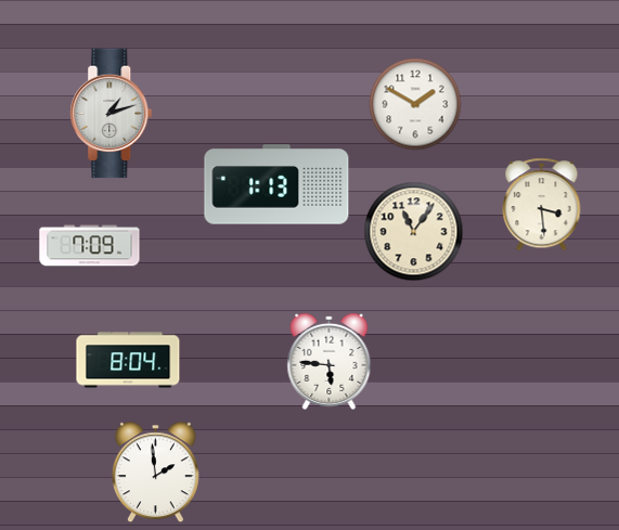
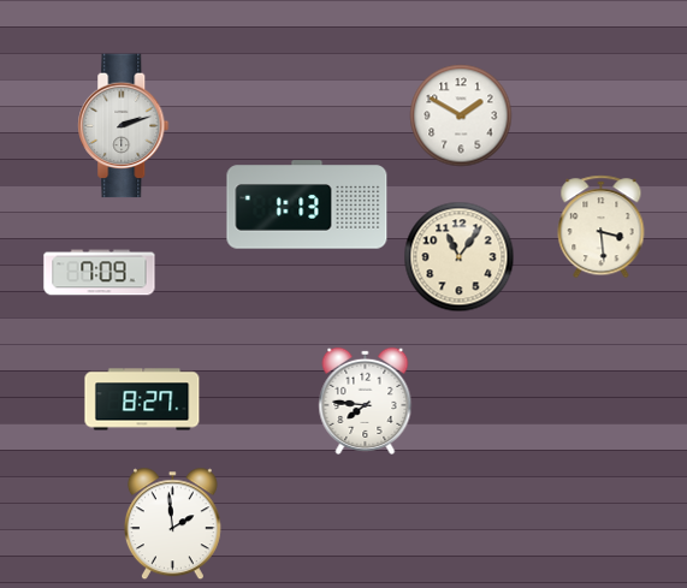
clock at (112, 114): 1:12 -> 2:12
clock at (128, 360): 8:04 -> 8:27
clock at (330, 361): 5:46 -> 7:46
